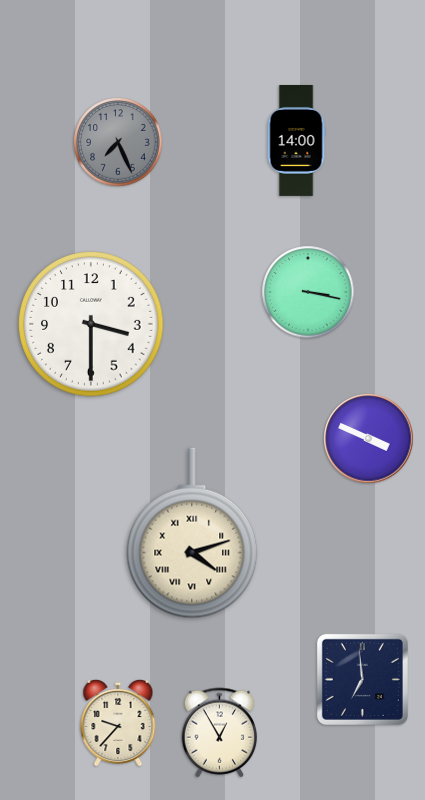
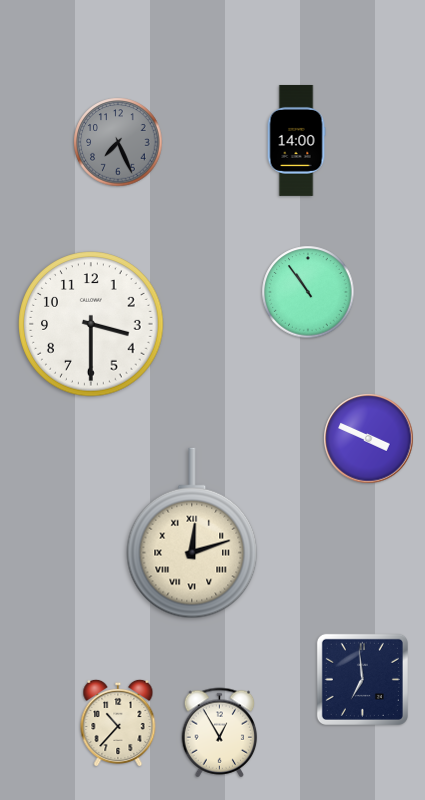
clock at (308, 292): 3:17 -> 10:54
clock at (192, 533): 4:12 -> 12:12
clock at (118, 722): 9:37 -> 10:37
